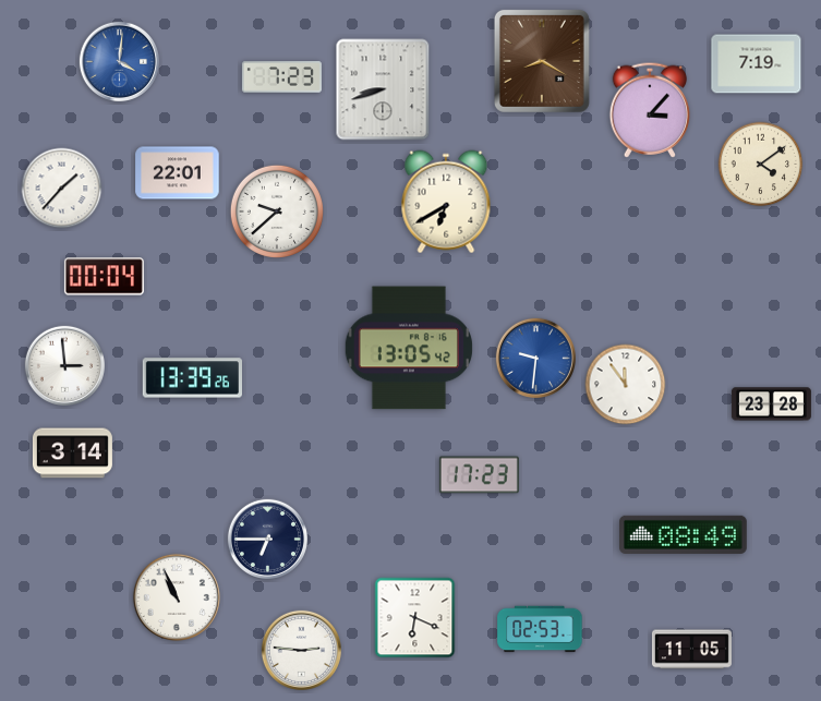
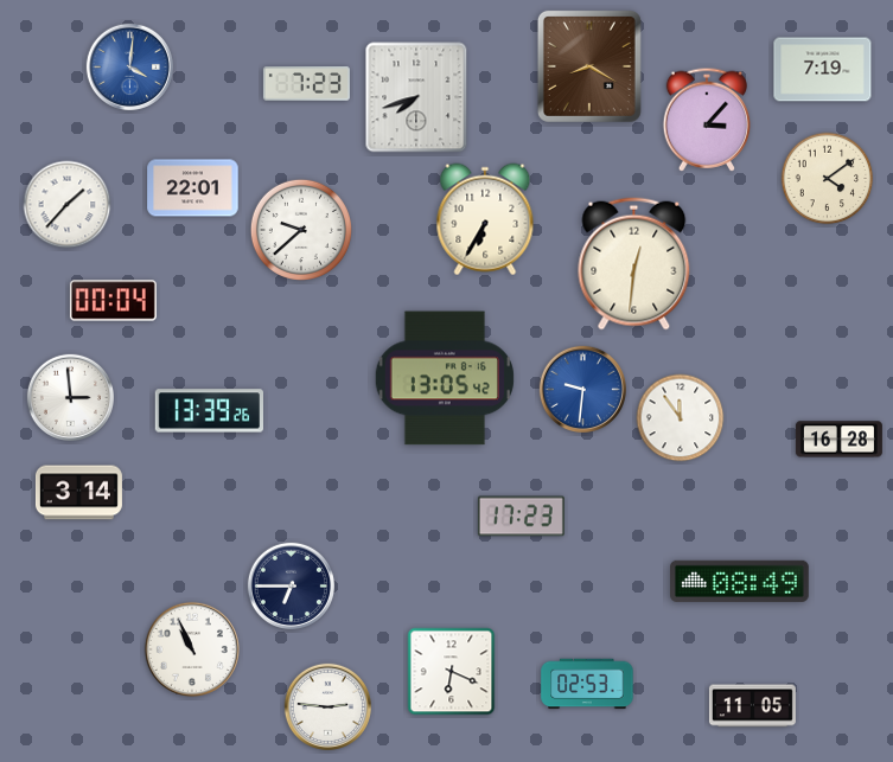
clock at (383, 89): 8:42 -> 7:42
clock at (446, 202): 6:40 -> 6:35
clock at (634, 264): none -> 12:31
clock at (771, 404): 23:28 -> 16:28
clock at (684, 534) position: (684, 534) -> (740, 581)
